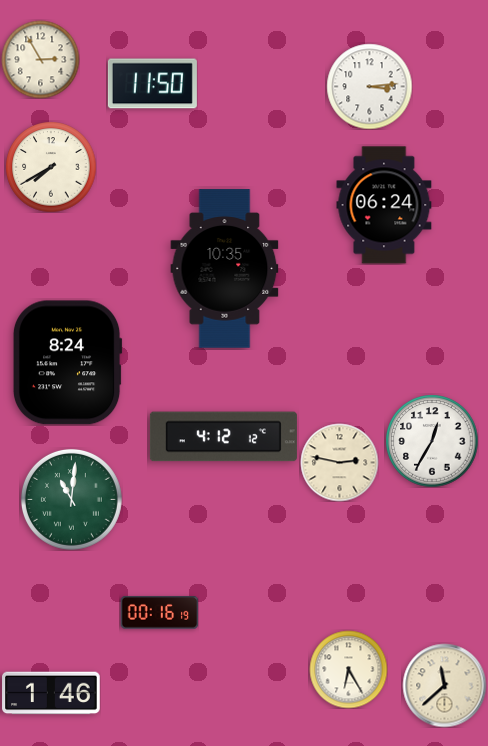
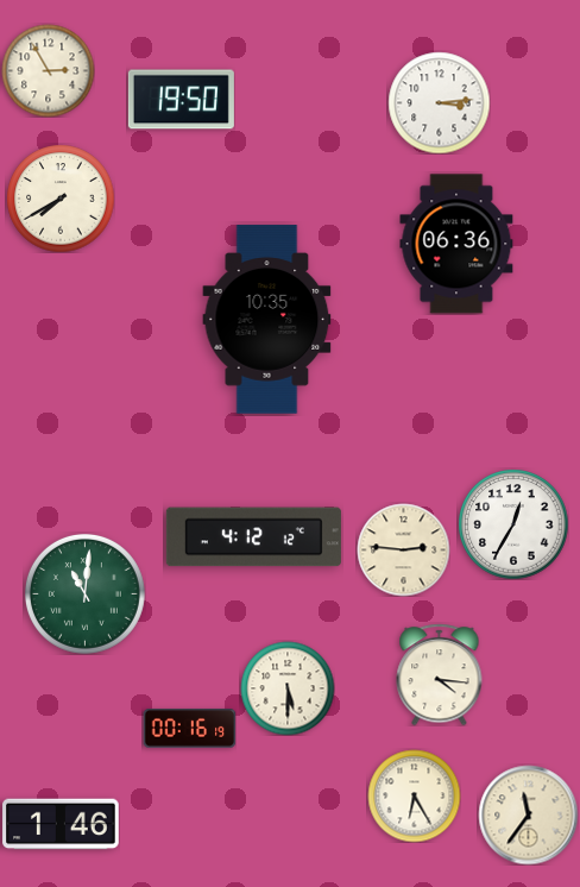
clock at (152, 84): 11:50 -> 19:50
clock at (384, 205): 06:24 -> 06:36
clock at (67, 363): 8:24 -> none
clock at (223, 437) position: (223, 437) -> (253, 537)
clock at (339, 462): 2:47 -> 2:46
clock at (440, 674): none -> 4:16
clock at (288, 688): none -> 5:30
clock at (444, 685): 11:38 -> 11:36
